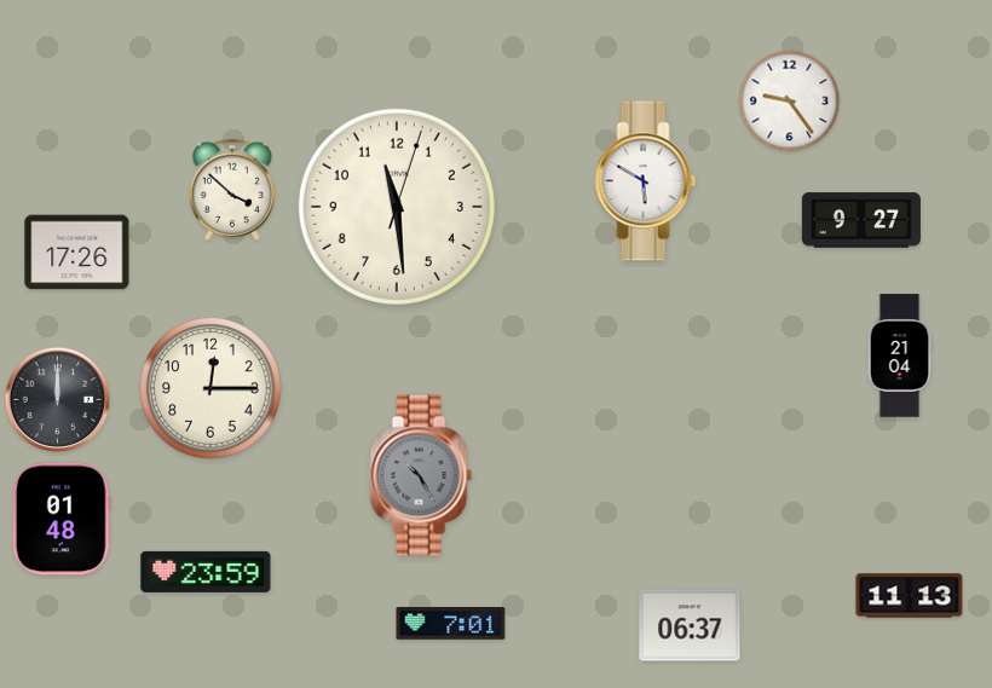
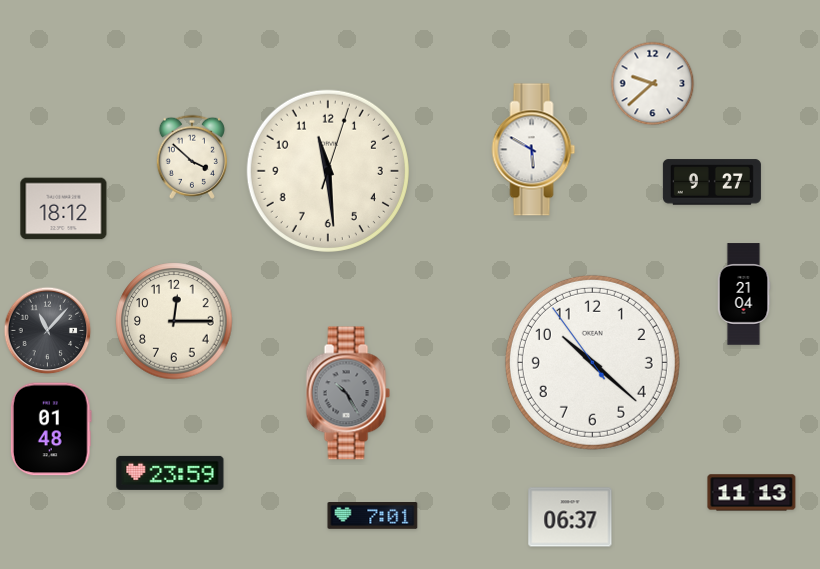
clock at (790, 102): 9:24 -> 9:38
clock at (77, 253): 17:26 -> 18:12
clock at (58, 400): 12:00 -> 11:07
clock at (592, 362): none -> 10:21
